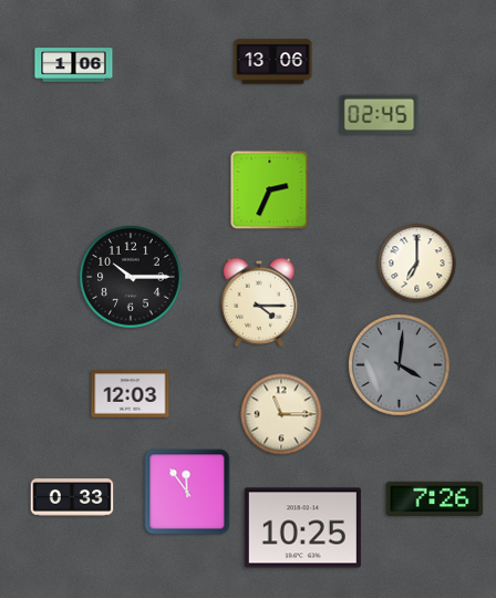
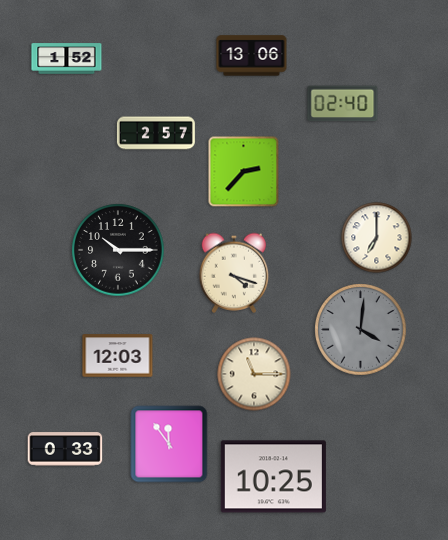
clock at (273, 62) position: (273, 62) -> (252, 56)
clock at (74, 65): 1:06 -> 1:52
clock at (380, 115): 02:45 -> 02:40
clock at (156, 133): none -> 2:57
clock at (270, 190): 2:34 -> 2:37
clock at (259, 302): 4:15 -> 4:18
clock at (435, 498): 7:26 -> none
